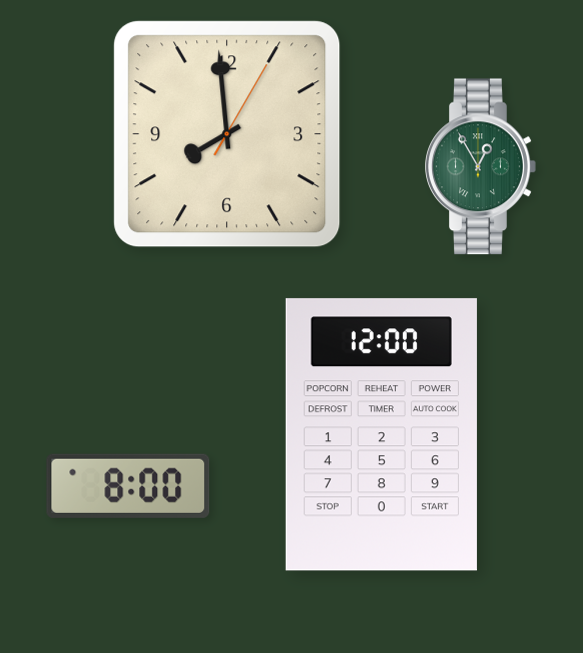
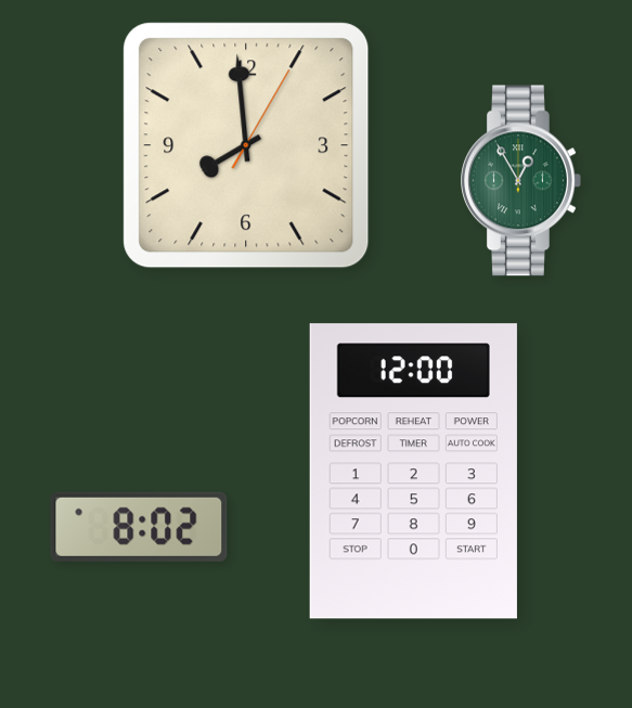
clock at (128, 486): 8:00 -> 8:02
